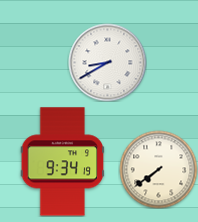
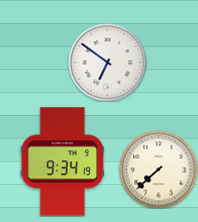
clock at (107, 62): 8:40 -> 6:51
clock at (158, 169): 7:39 -> 7:38
